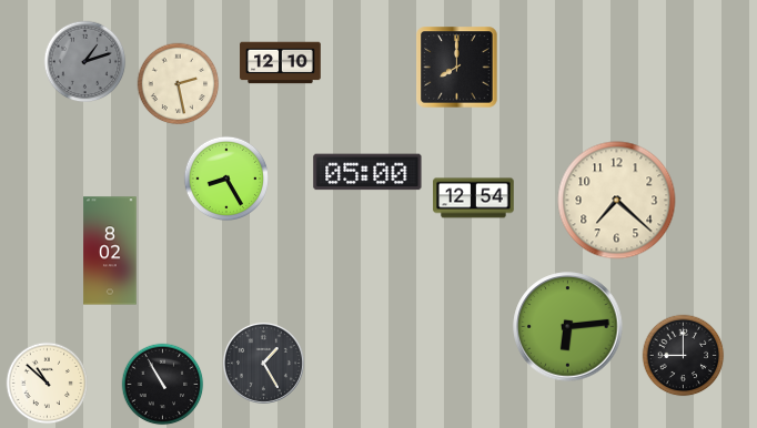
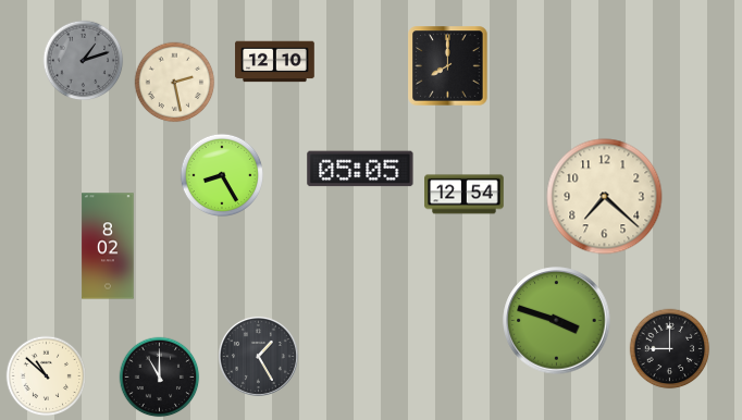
clock at (367, 172): 05:00 -> 05:05
clock at (568, 327): 6:14 -> 3:48
clock at (163, 385): 10:55 -> 11:00
